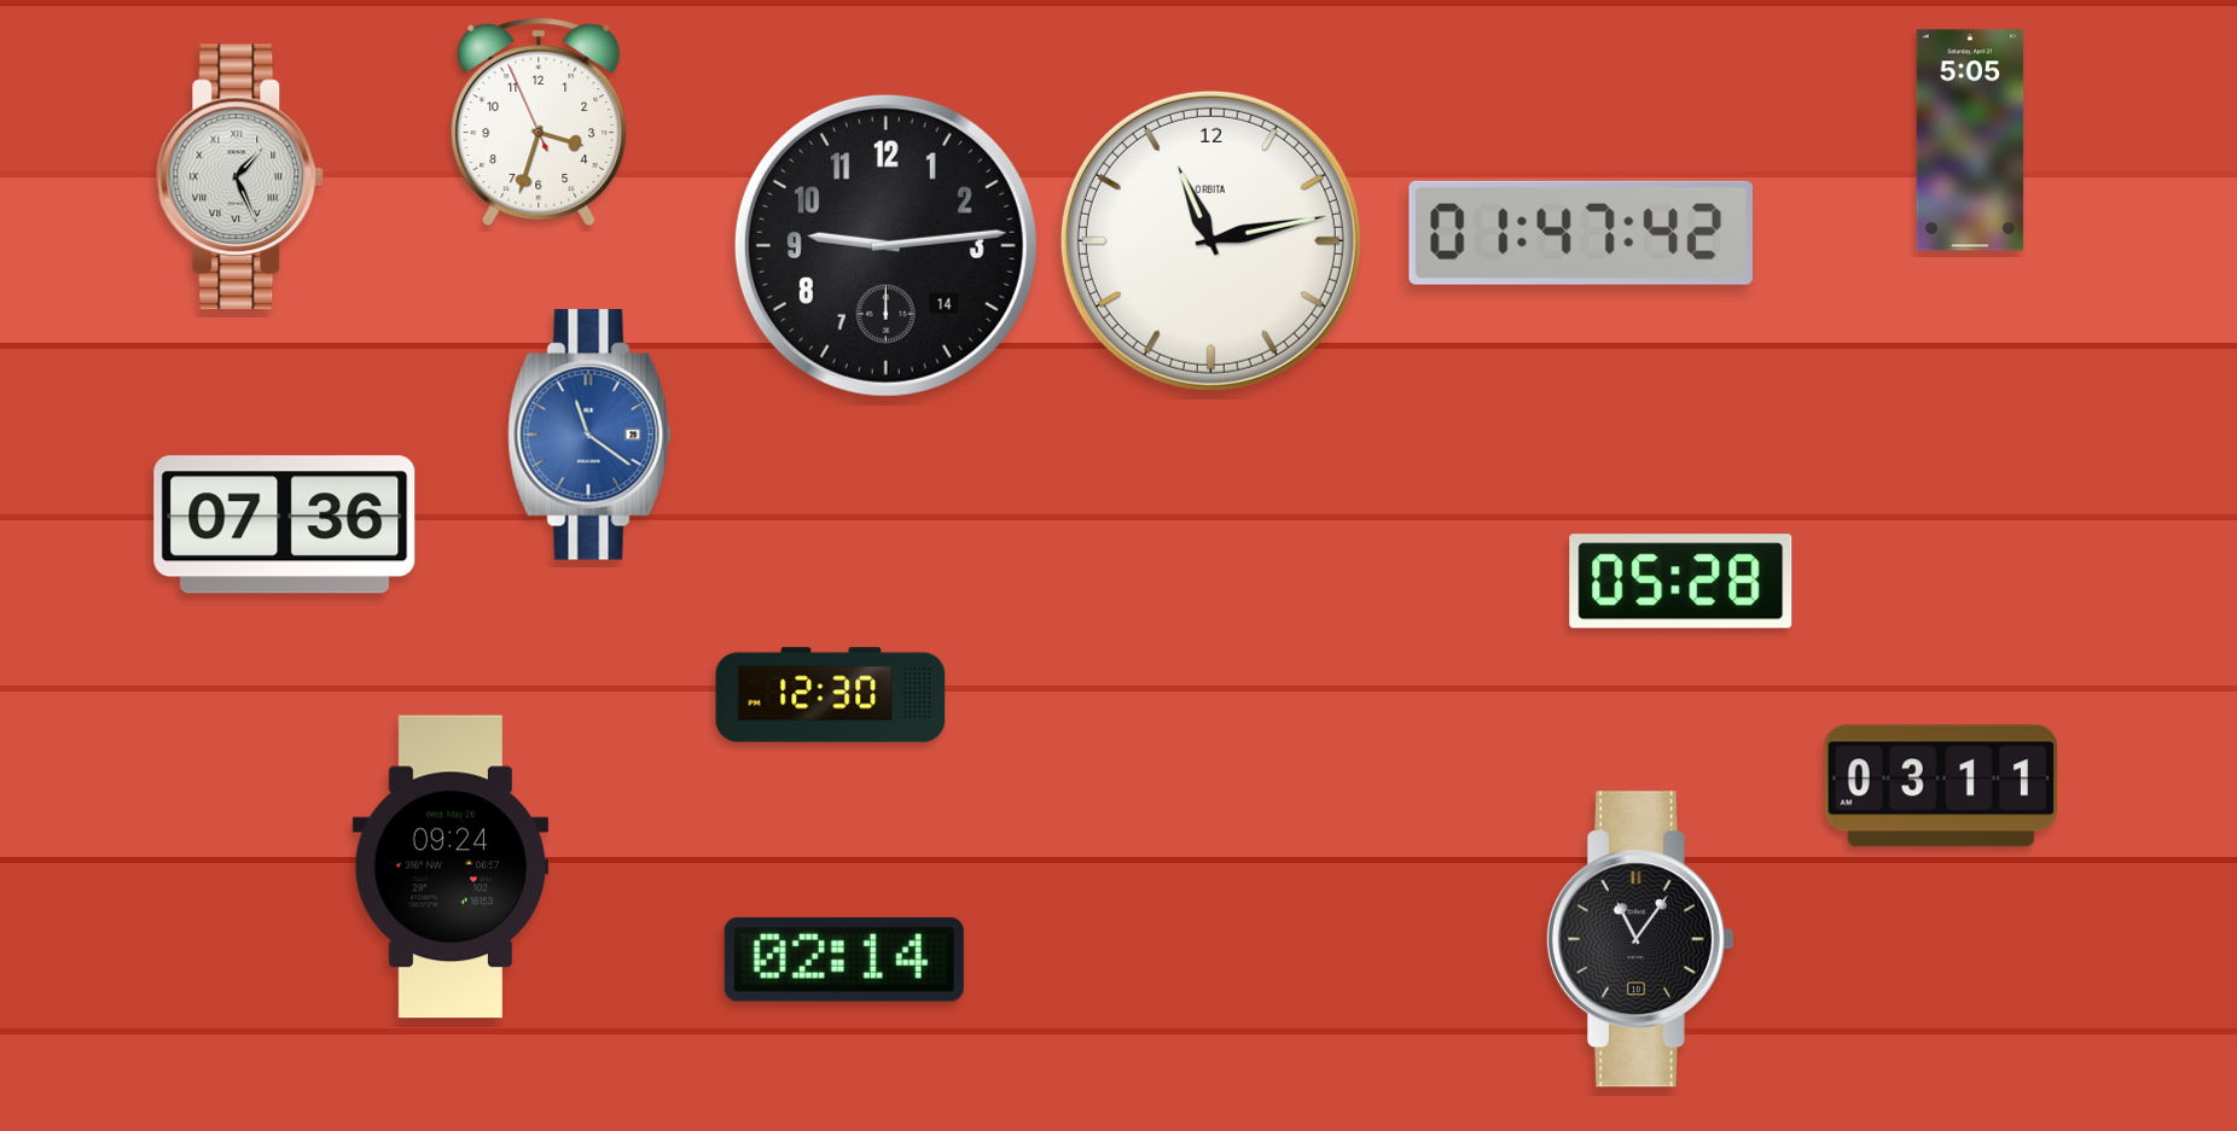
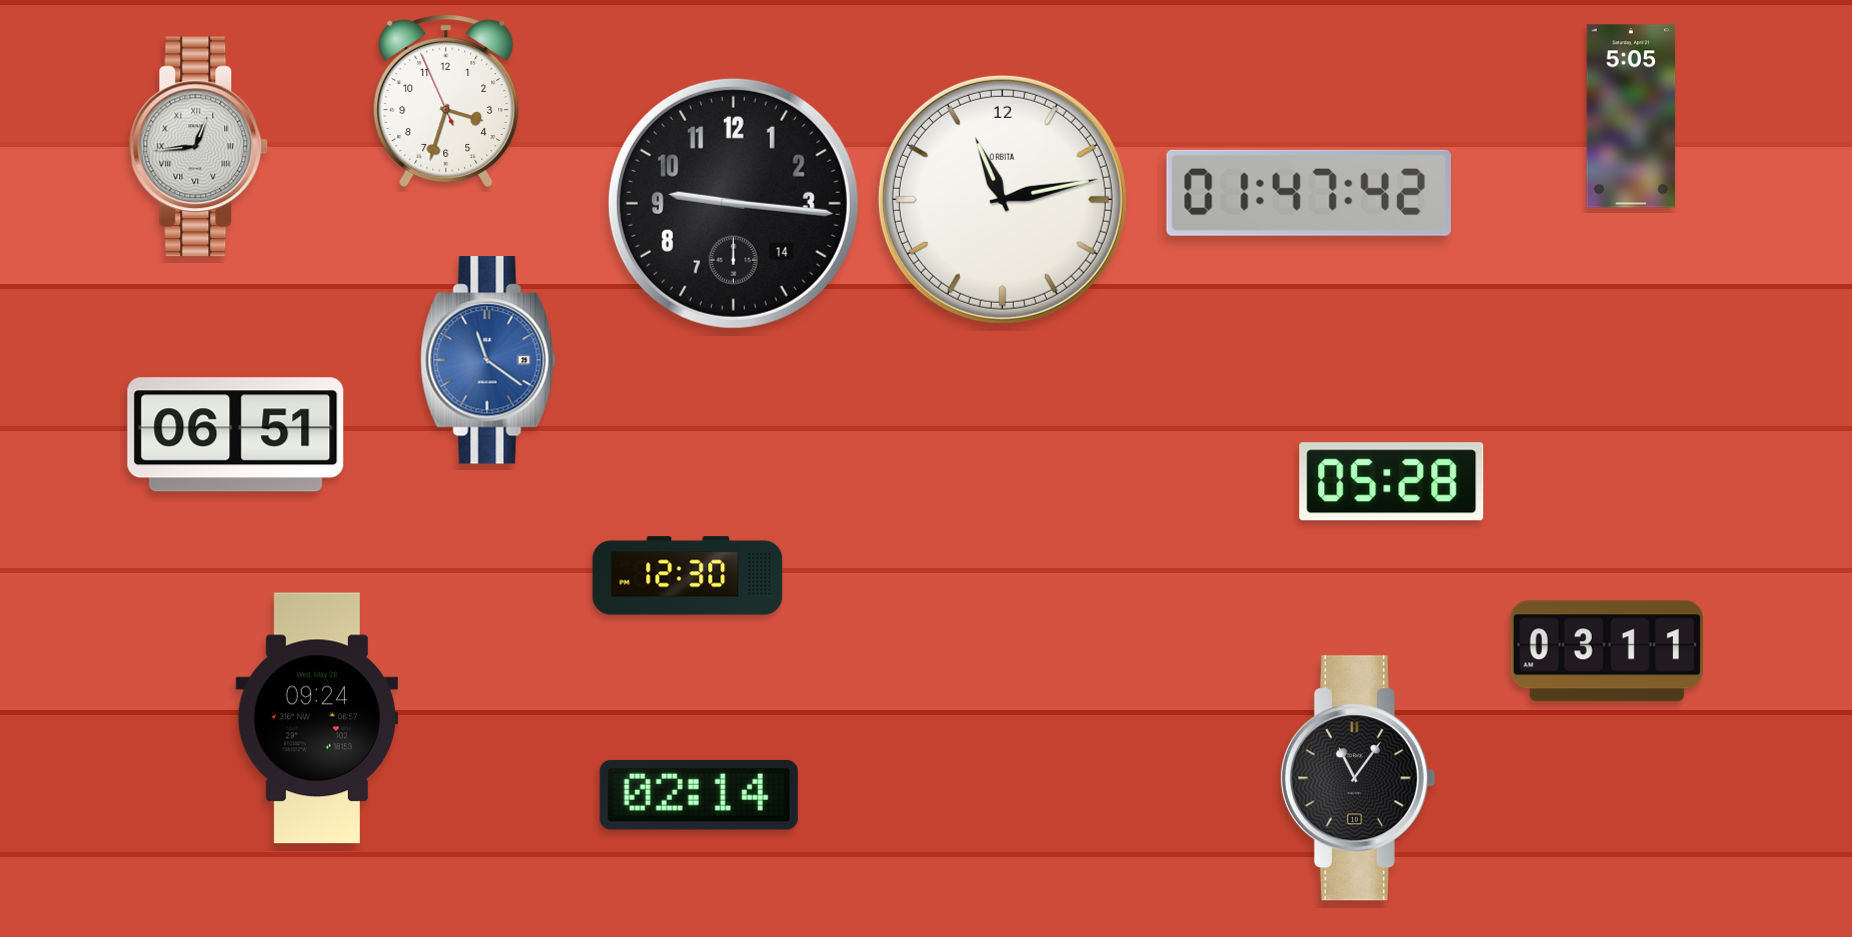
clock at (240, 177): 1:26 -> 12:44
clock at (885, 245): 9:14 -> 9:16
clock at (285, 525): 07:36 -> 06:51
clock at (449, 867) position: (449, 867) -> (316, 718)
